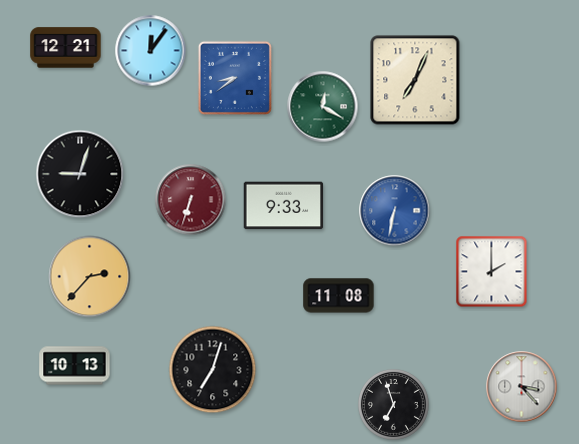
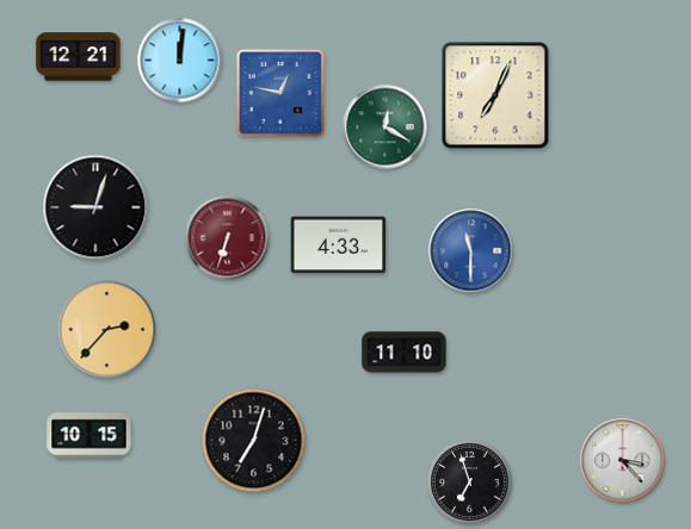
clock at (151, 51): 12:06 -> 12:01
clock at (235, 78): 8:39 -> 12:47
clock at (284, 206): 9:33 -> 4:33
clock at (395, 211): 6:32 -> 11:30
clock at (492, 272): 2:00 -> none
clock at (339, 296): 11:08 -> 11:10
clock at (75, 366): 10:13 -> 10:15
